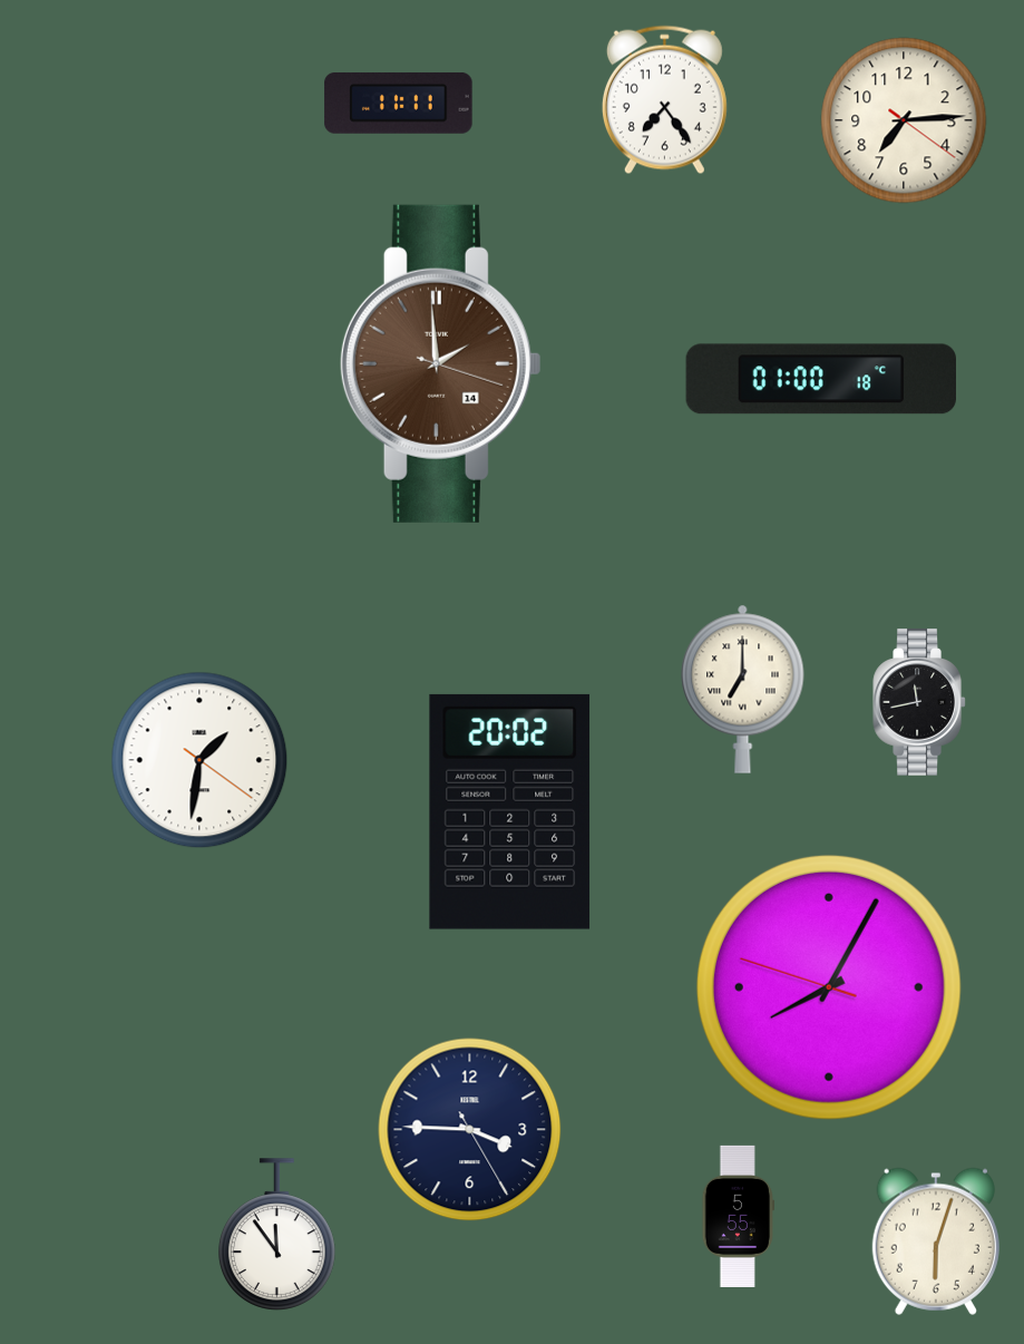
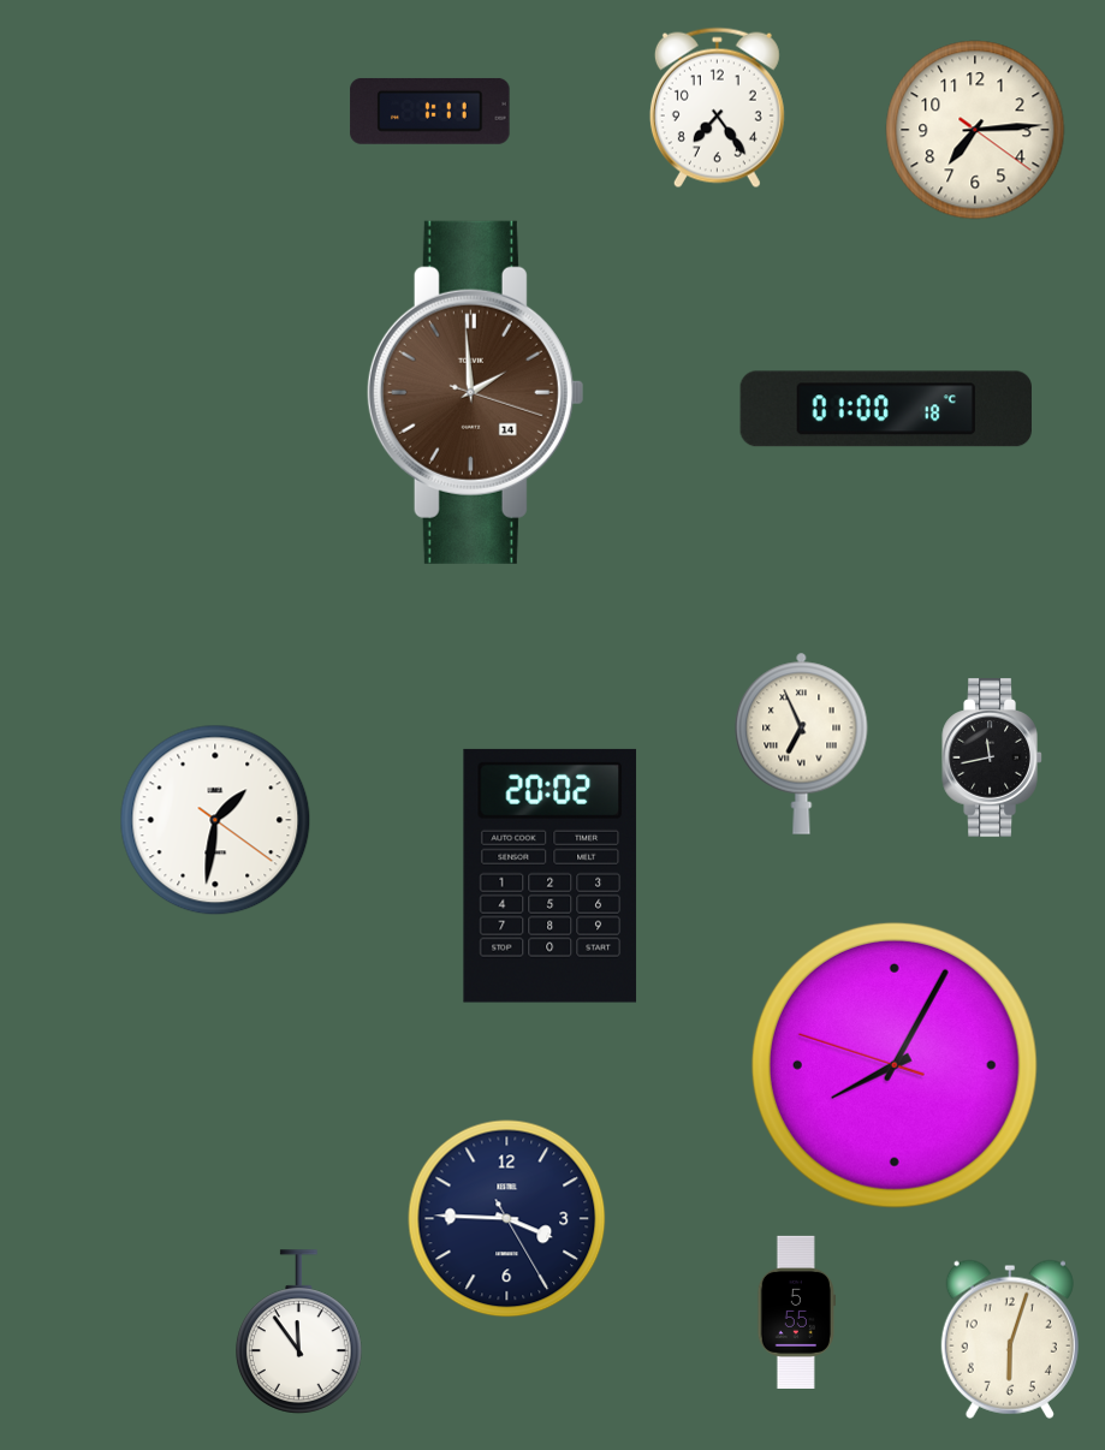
clock at (399, 103): 11:11 -> 1:11
clock at (743, 689): 7:00 -> 6:56
